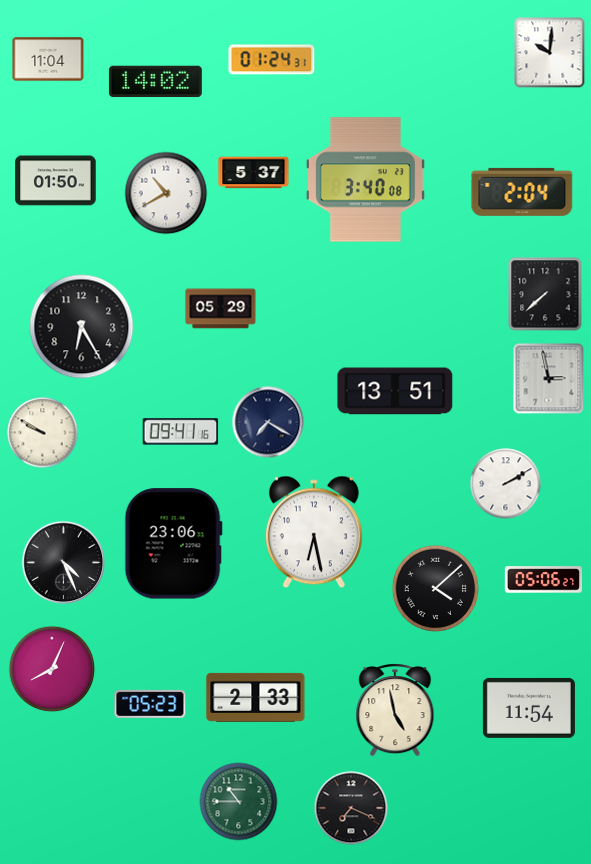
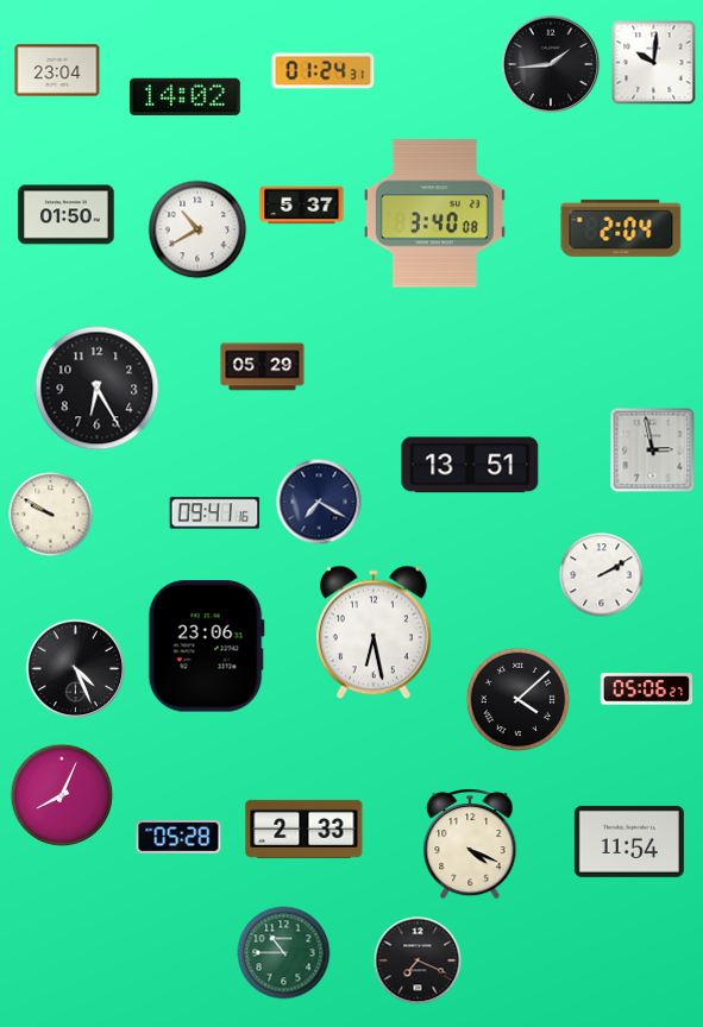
clock at (551, 64): none -> 1:44
clock at (48, 59): 11:04 -> 23:04
clock at (545, 294): 7:38 -> none
clock at (150, 704): 05:23 -> 05:28
clock at (395, 710): 4:58 -> 4:19
